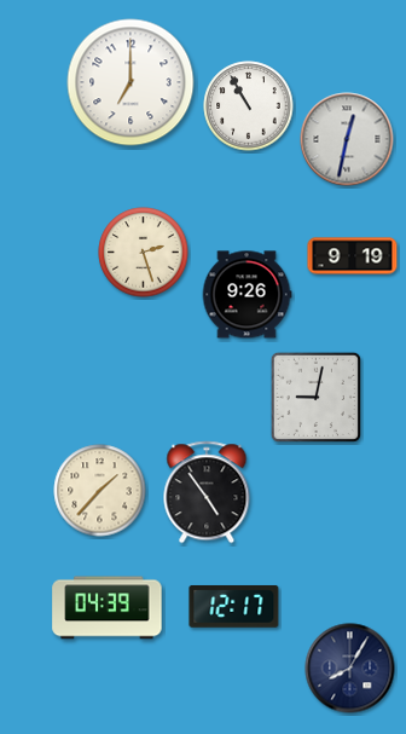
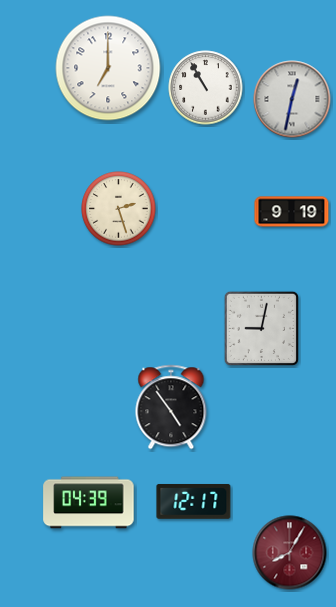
clock at (347, 139) position: (347, 139) -> (292, 99)
clock at (246, 295): 9:26 -> none
clock at (100, 491): 1:37 -> none
clock at (350, 669) dial: navy -> burgundy
